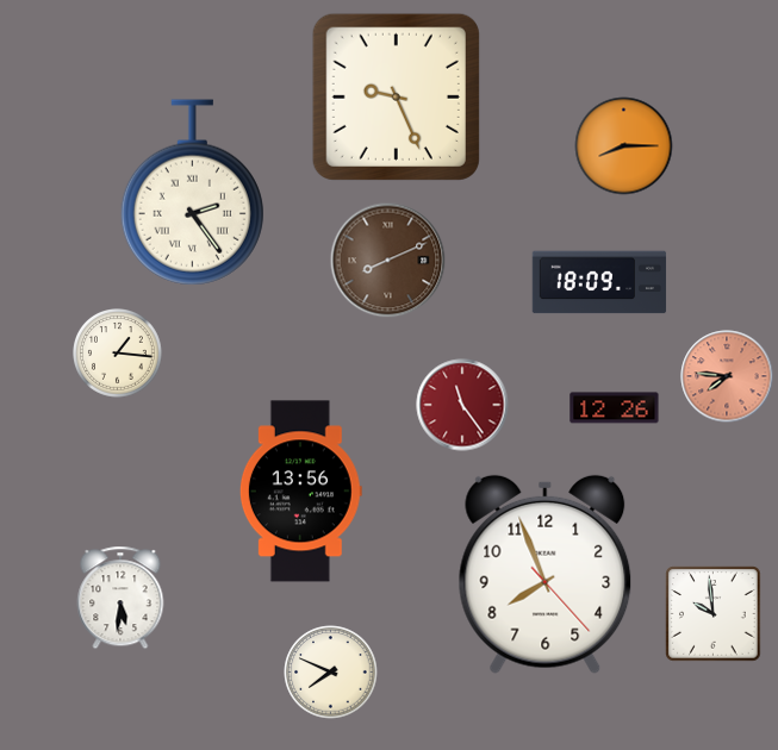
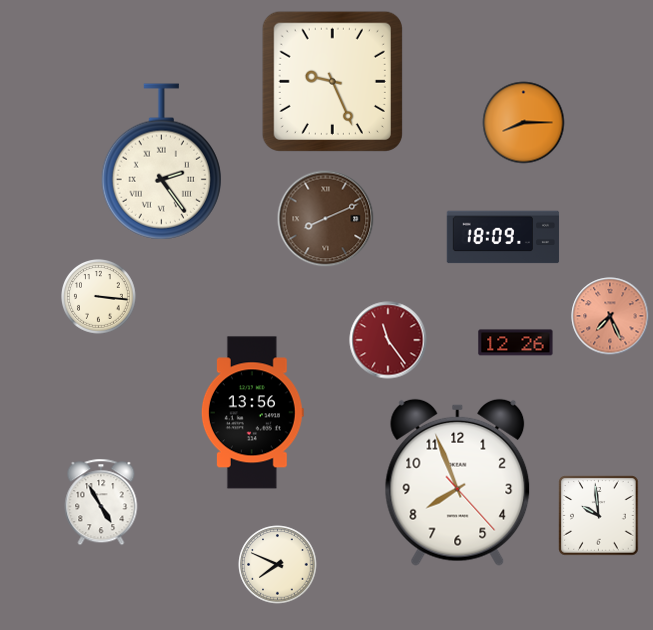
clock at (118, 354): 1:16 -> 3:16
clock at (727, 376): 7:46 -> 7:26
clock at (120, 598): 5:31 -> 4:55
